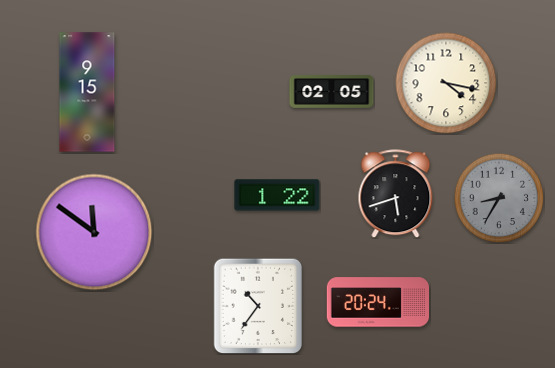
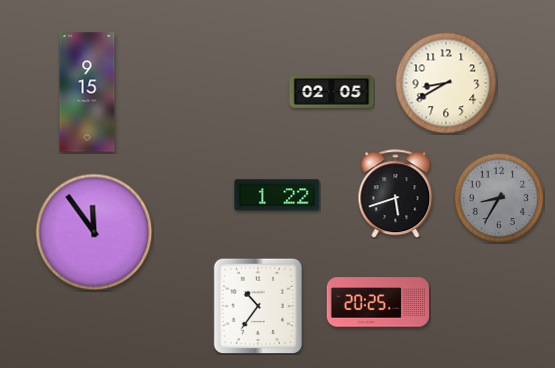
clock at (446, 83): 4:17 -> 8:40
clock at (94, 232): 11:51 -> 11:54
clock at (377, 302): 20:24 -> 20:25
